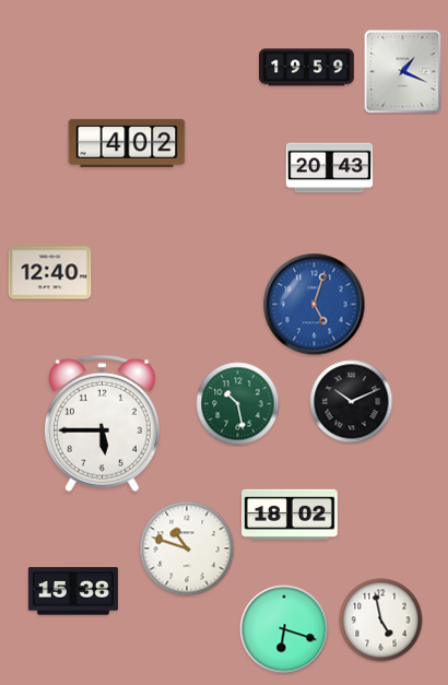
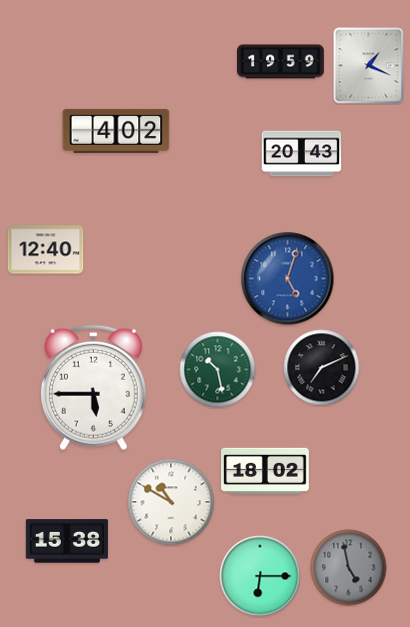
clock at (352, 402): 10:11 -> 7:11
clock at (187, 548): 10:48 -> 10:50
clock at (381, 621) dial: white -> grey
clock at (284, 629): 6:18 -> 6:15
